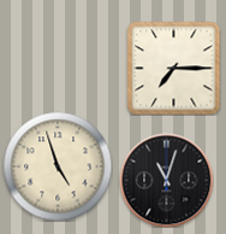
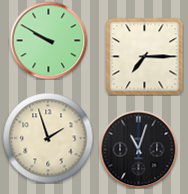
clock at (48, 40): none -> 9:50
clock at (58, 166): 4:57 -> 1:57
